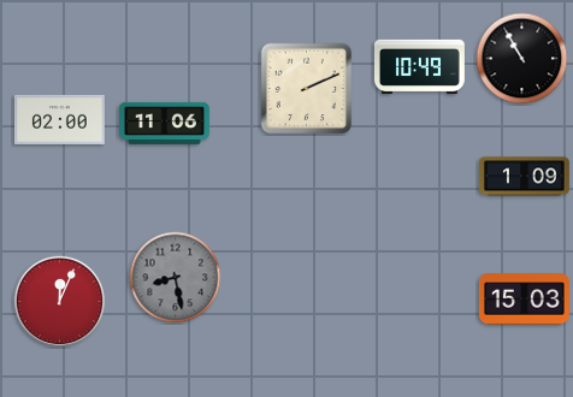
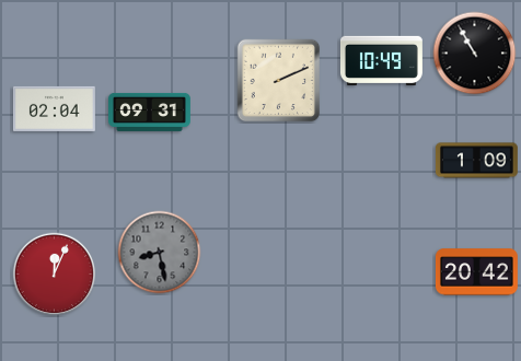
clock at (59, 119): 02:00 -> 02:04
clock at (165, 123): 11:06 -> 09:31
clock at (524, 300): 15:03 -> 20:42
